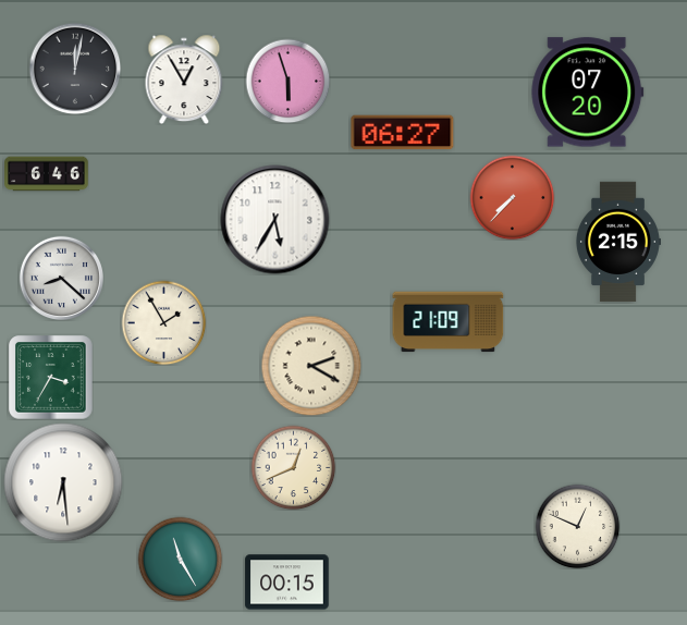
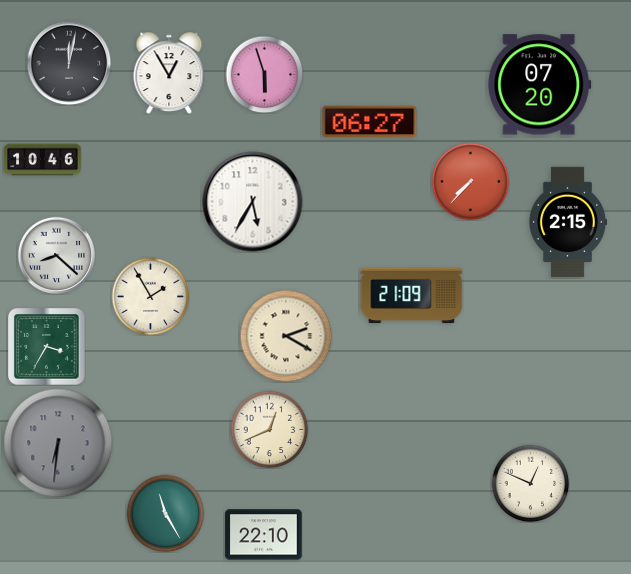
clock at (47, 174): 6:46 -> 10:46
clock at (63, 482): 6:29 -> 6:31
clock at (63, 482) dial: white -> grey
clock at (287, 583): 00:15 -> 22:10
